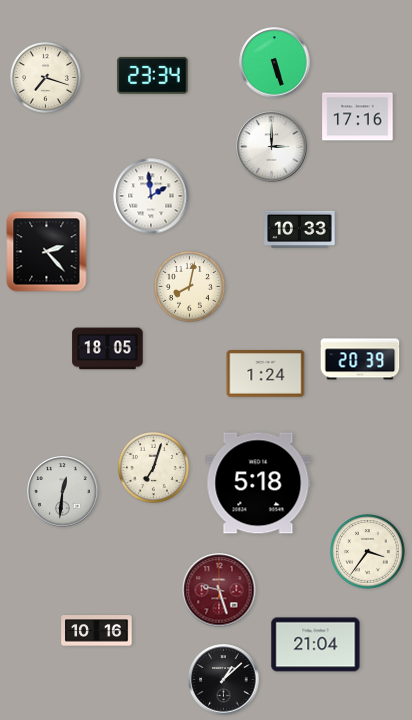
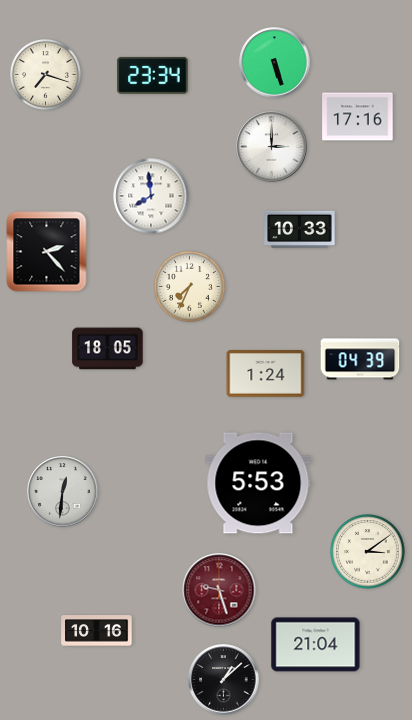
clock at (45, 77) position: (45, 77) -> (45, 74)
clock at (151, 196): 1:59 -> 7:59
clock at (189, 286): 8:02 -> 7:34
clock at (360, 359): 20:39 -> 04:39
clock at (153, 467): 7:03 -> none
clock at (258, 483): 5:18 -> 5:53
clock at (368, 552): 3:36 -> 3:09
